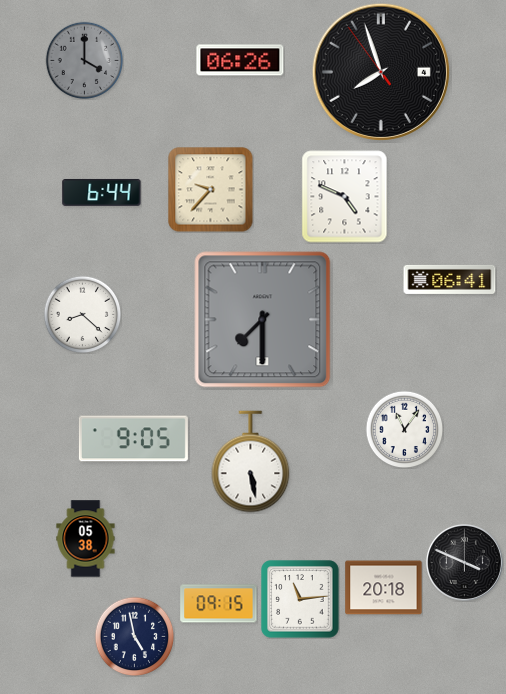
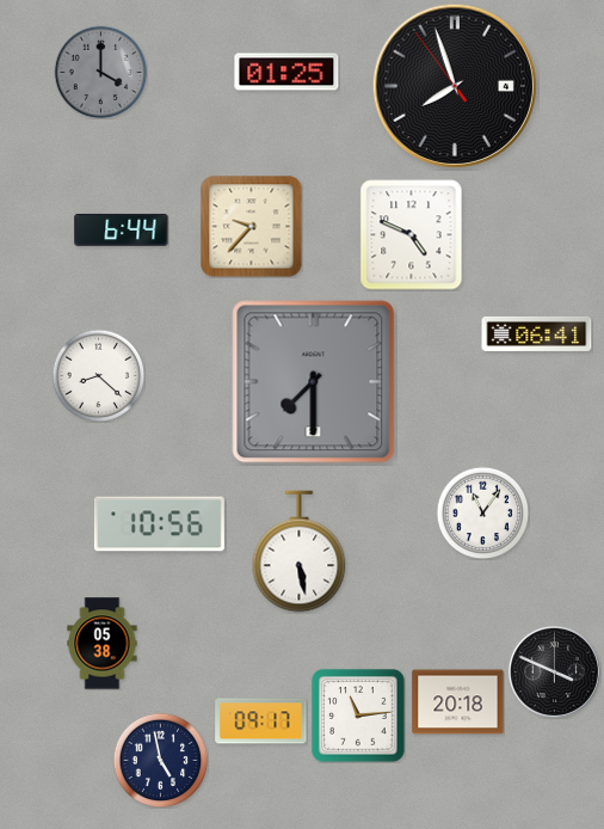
clock at (240, 60): 06:26 -> 01:25
clock at (133, 439): 9:05 -> 10:56
clock at (219, 604): 09:15 -> 09:17
